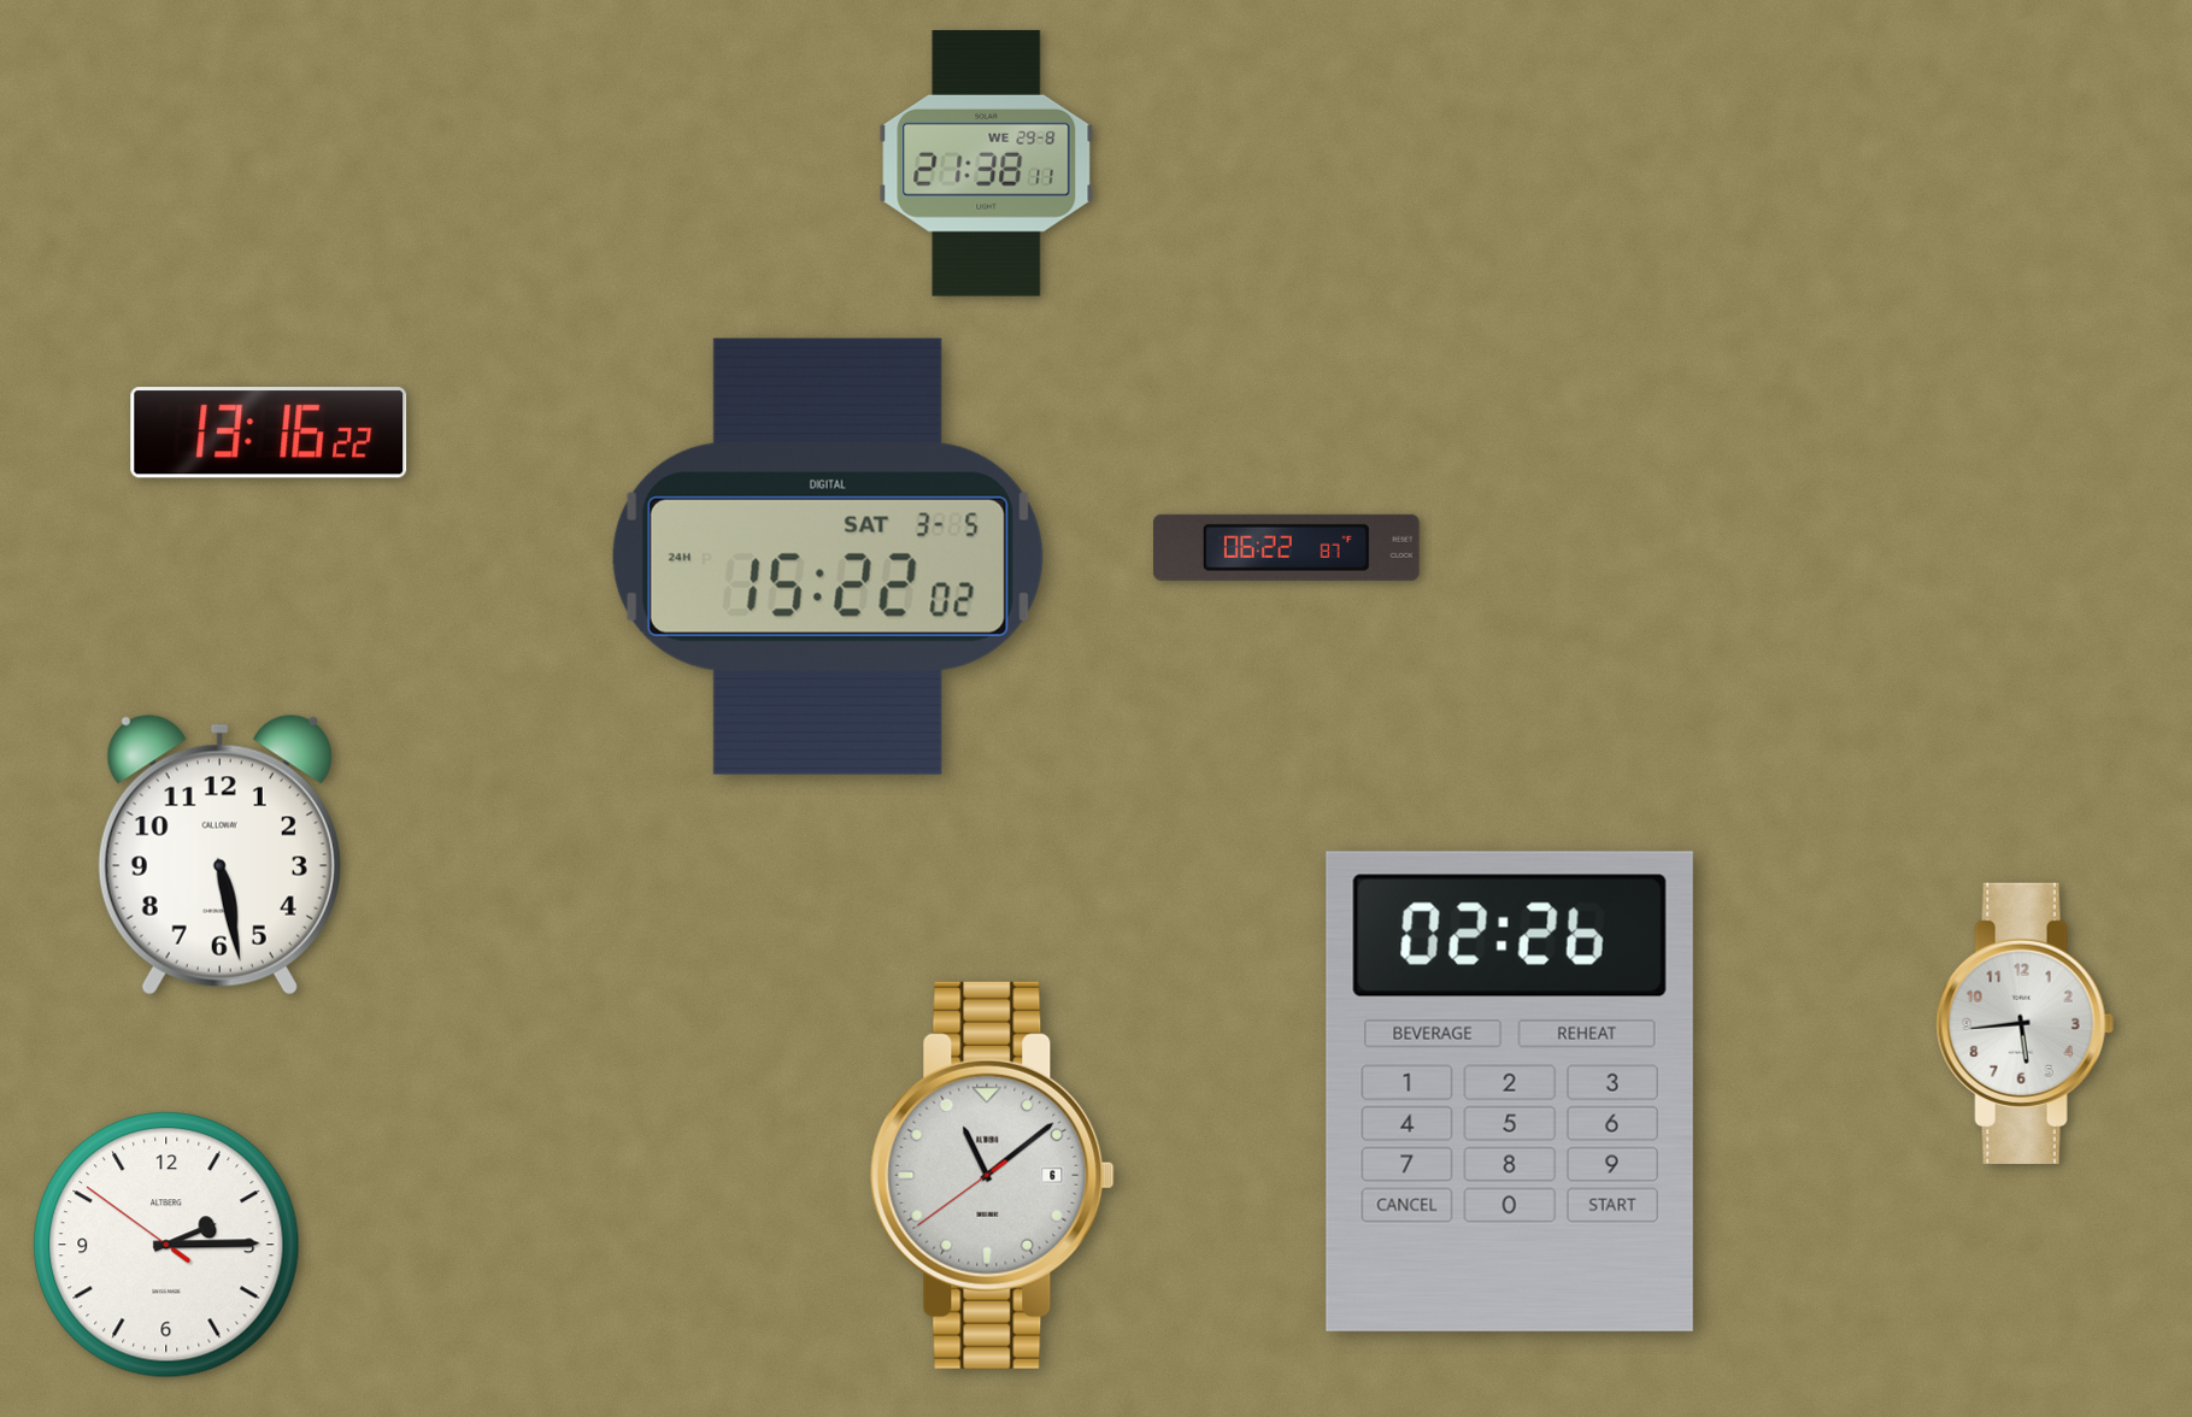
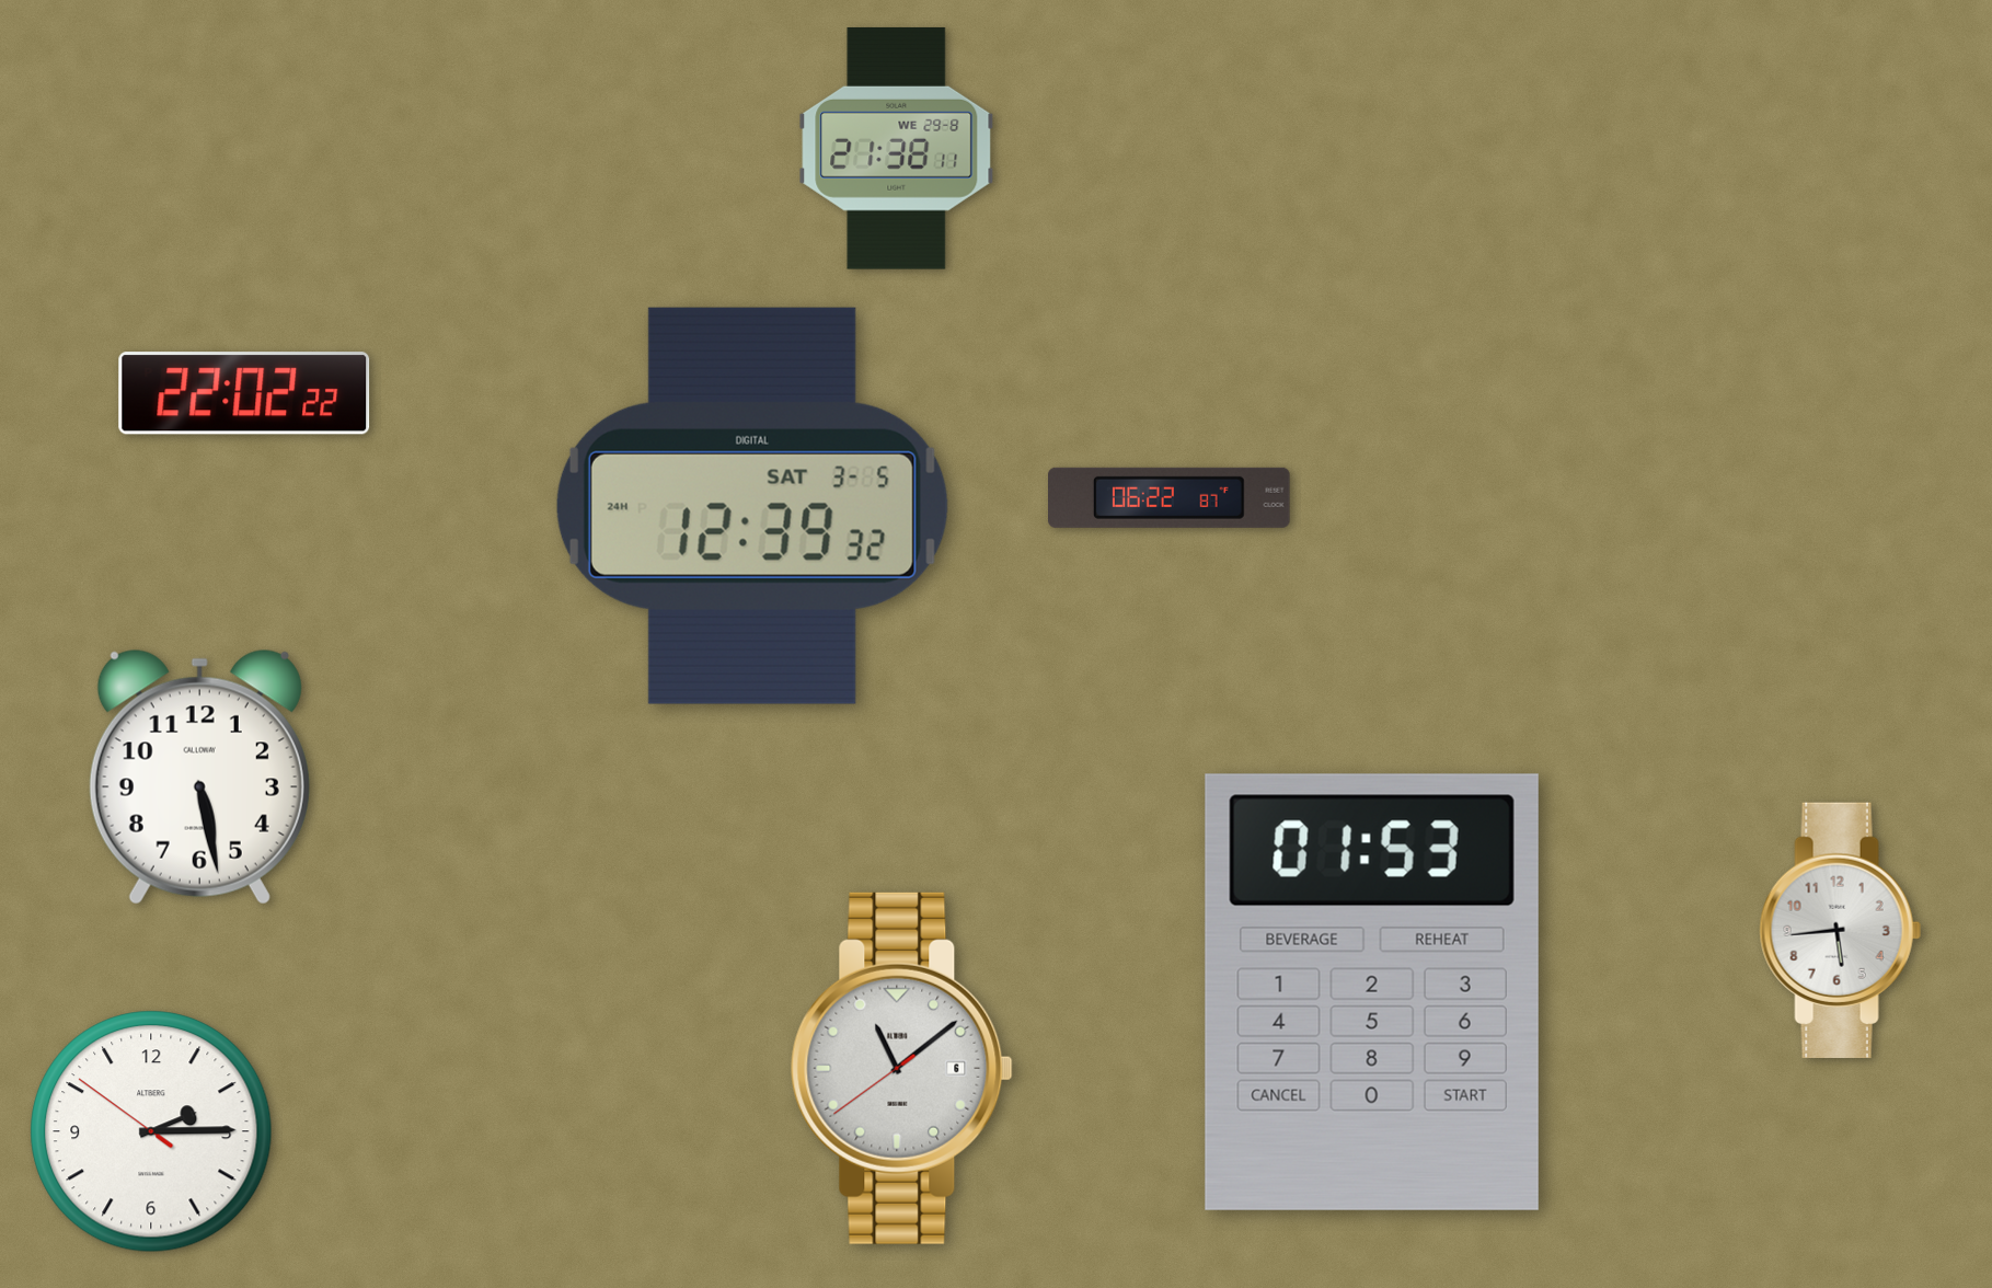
clock at (269, 433): 13:16 -> 22:02
clock at (828, 557): 15:22 -> 12:39
clock at (1510, 1092): 02:26 -> 01:53
